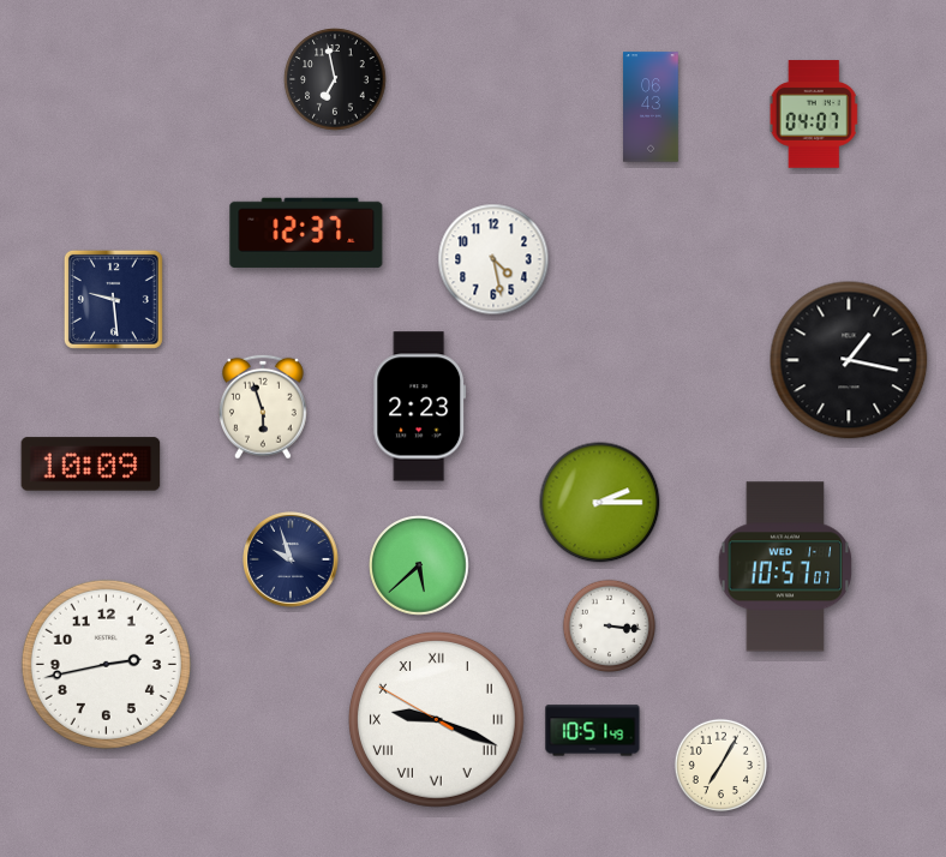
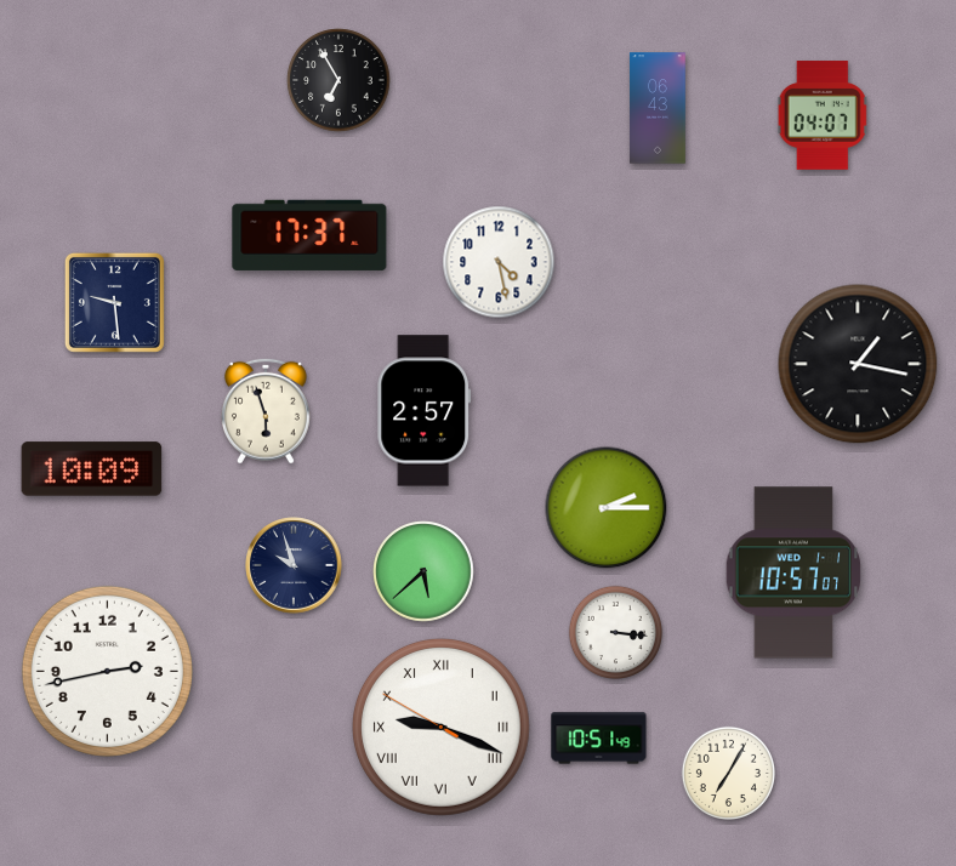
clock at (335, 79): 6:58 -> 6:55
clock at (306, 233): 12:37 -> 17:37
clock at (420, 407): 2:23 -> 2:57
